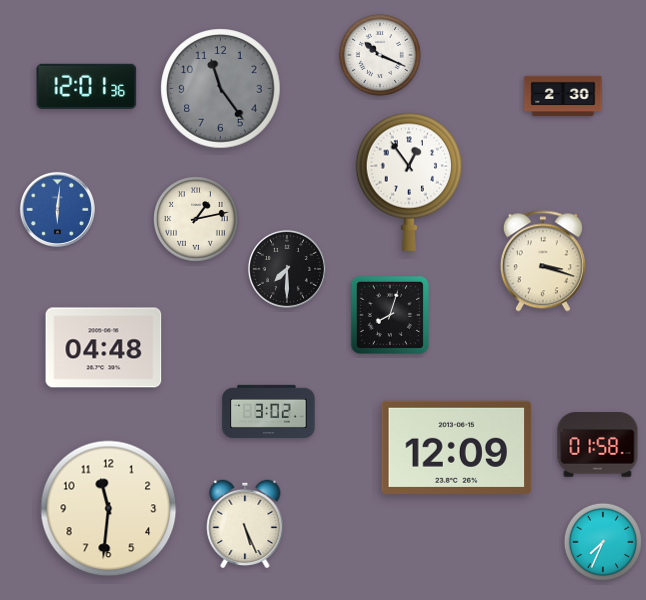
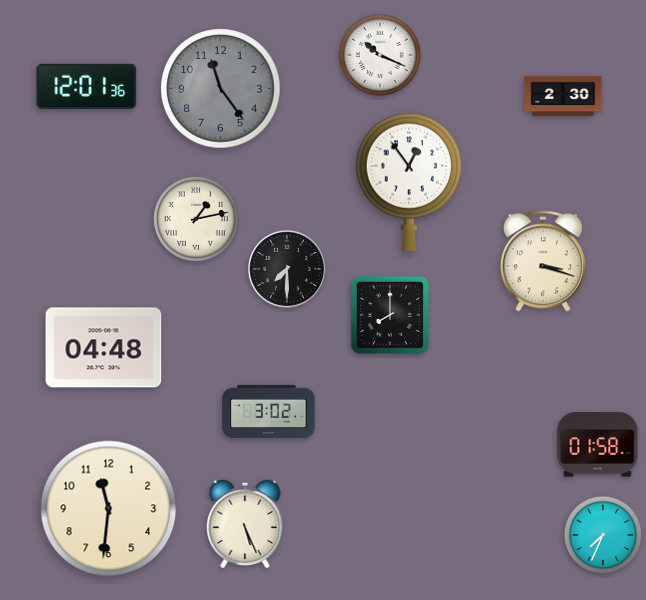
clock at (57, 209): 6:01 -> none
clock at (390, 315): 8:03 -> 8:00
clock at (457, 447): 12:09 -> none
clock at (603, 542) position: (603, 542) -> (603, 535)
